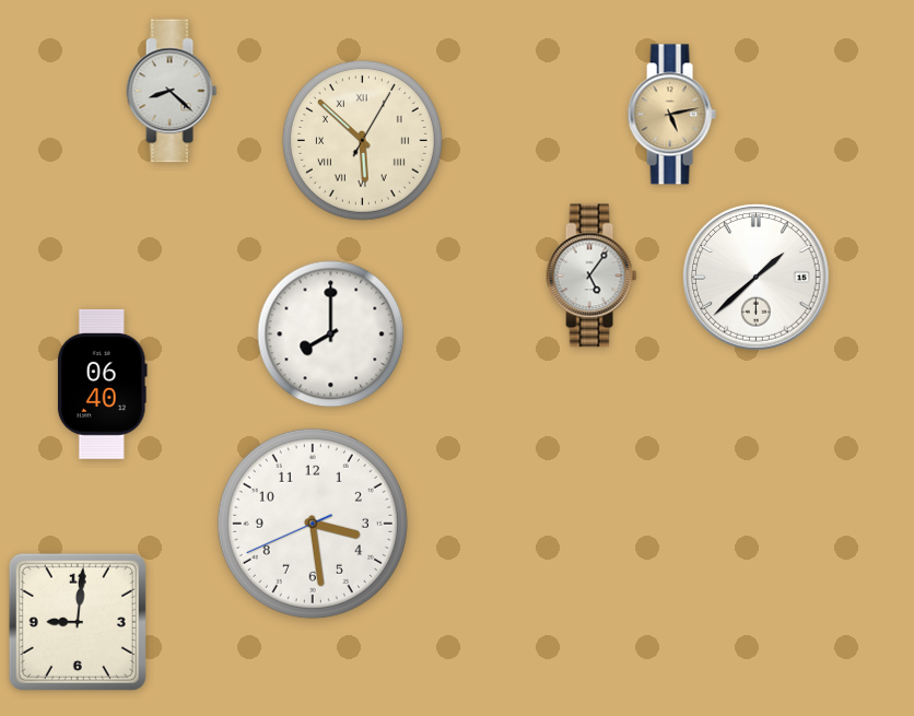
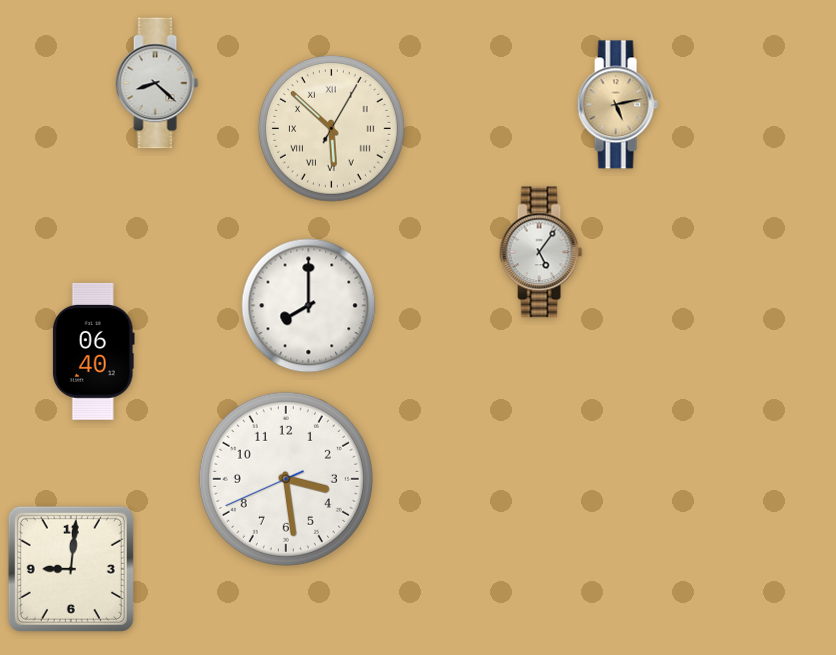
clock at (671, 115) position: (671, 115) -> (617, 105)
clock at (757, 278): 1:38 -> none
clock at (331, 334) position: (331, 334) -> (309, 306)
